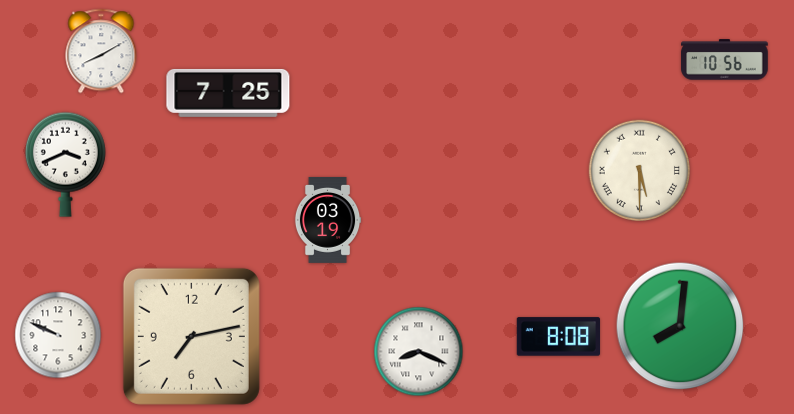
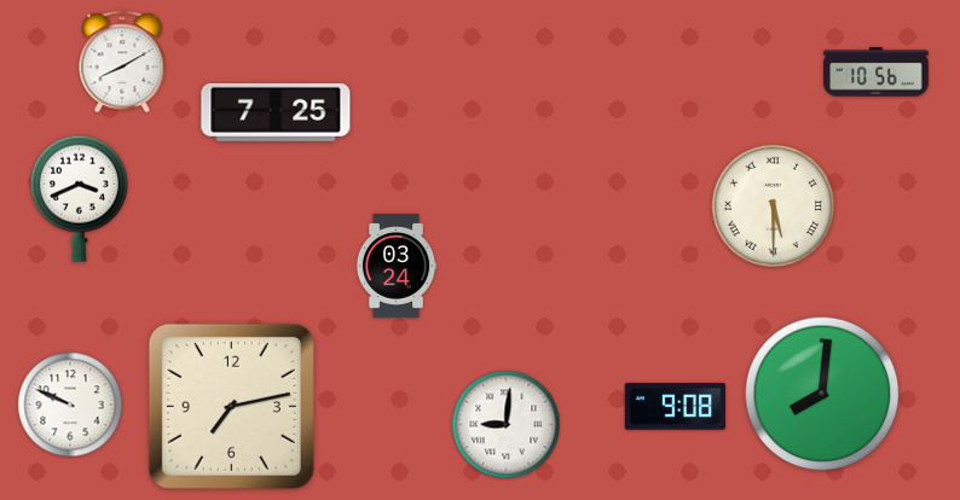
clock at (328, 220): 03:19 -> 03:24
clock at (558, 337): 8:08 -> 9:08
clock at (419, 352): 8:19 -> 9:01
